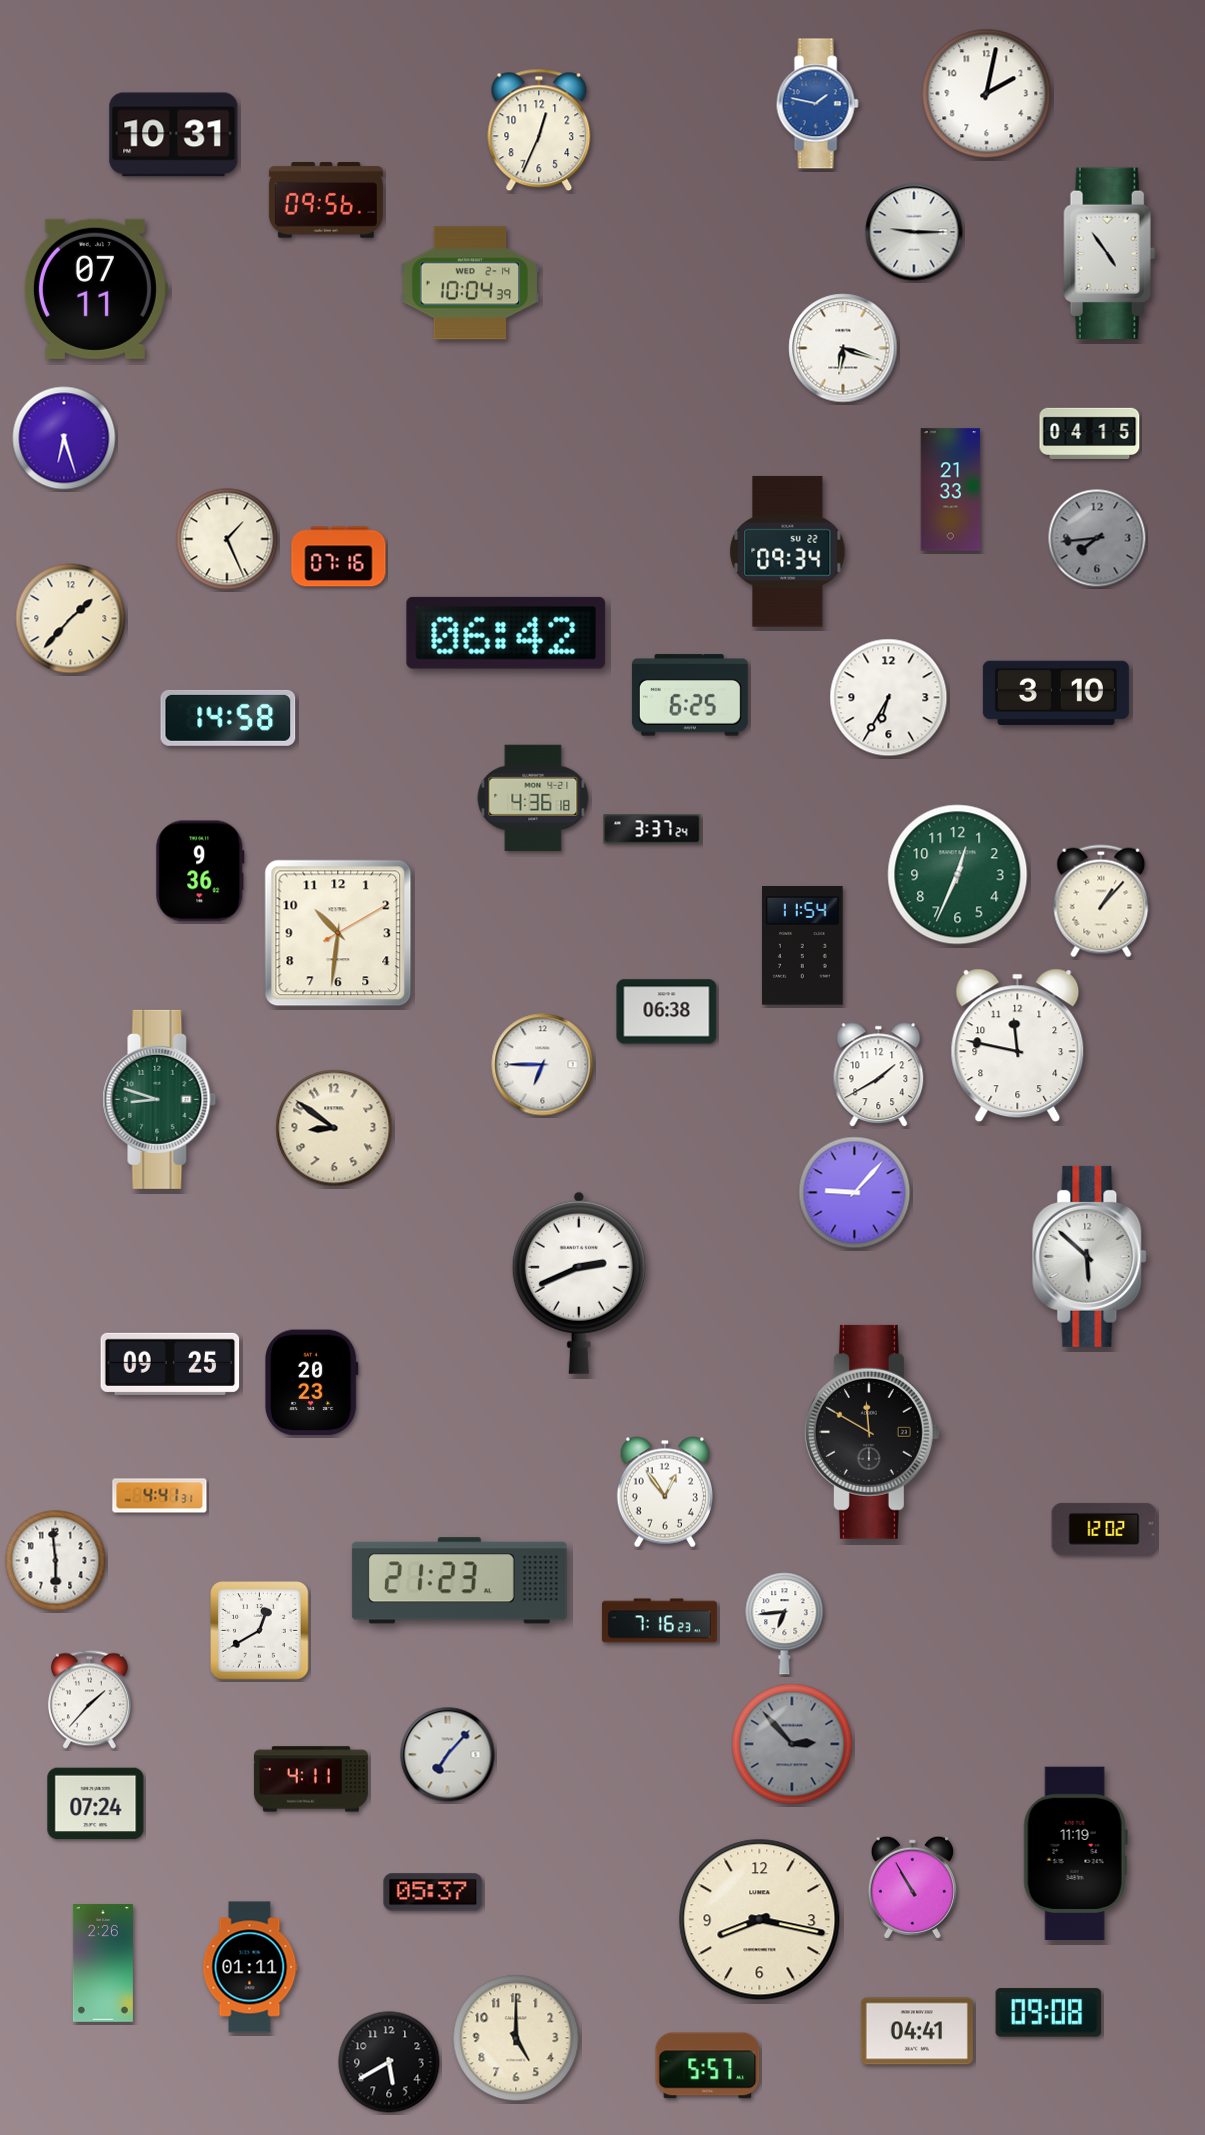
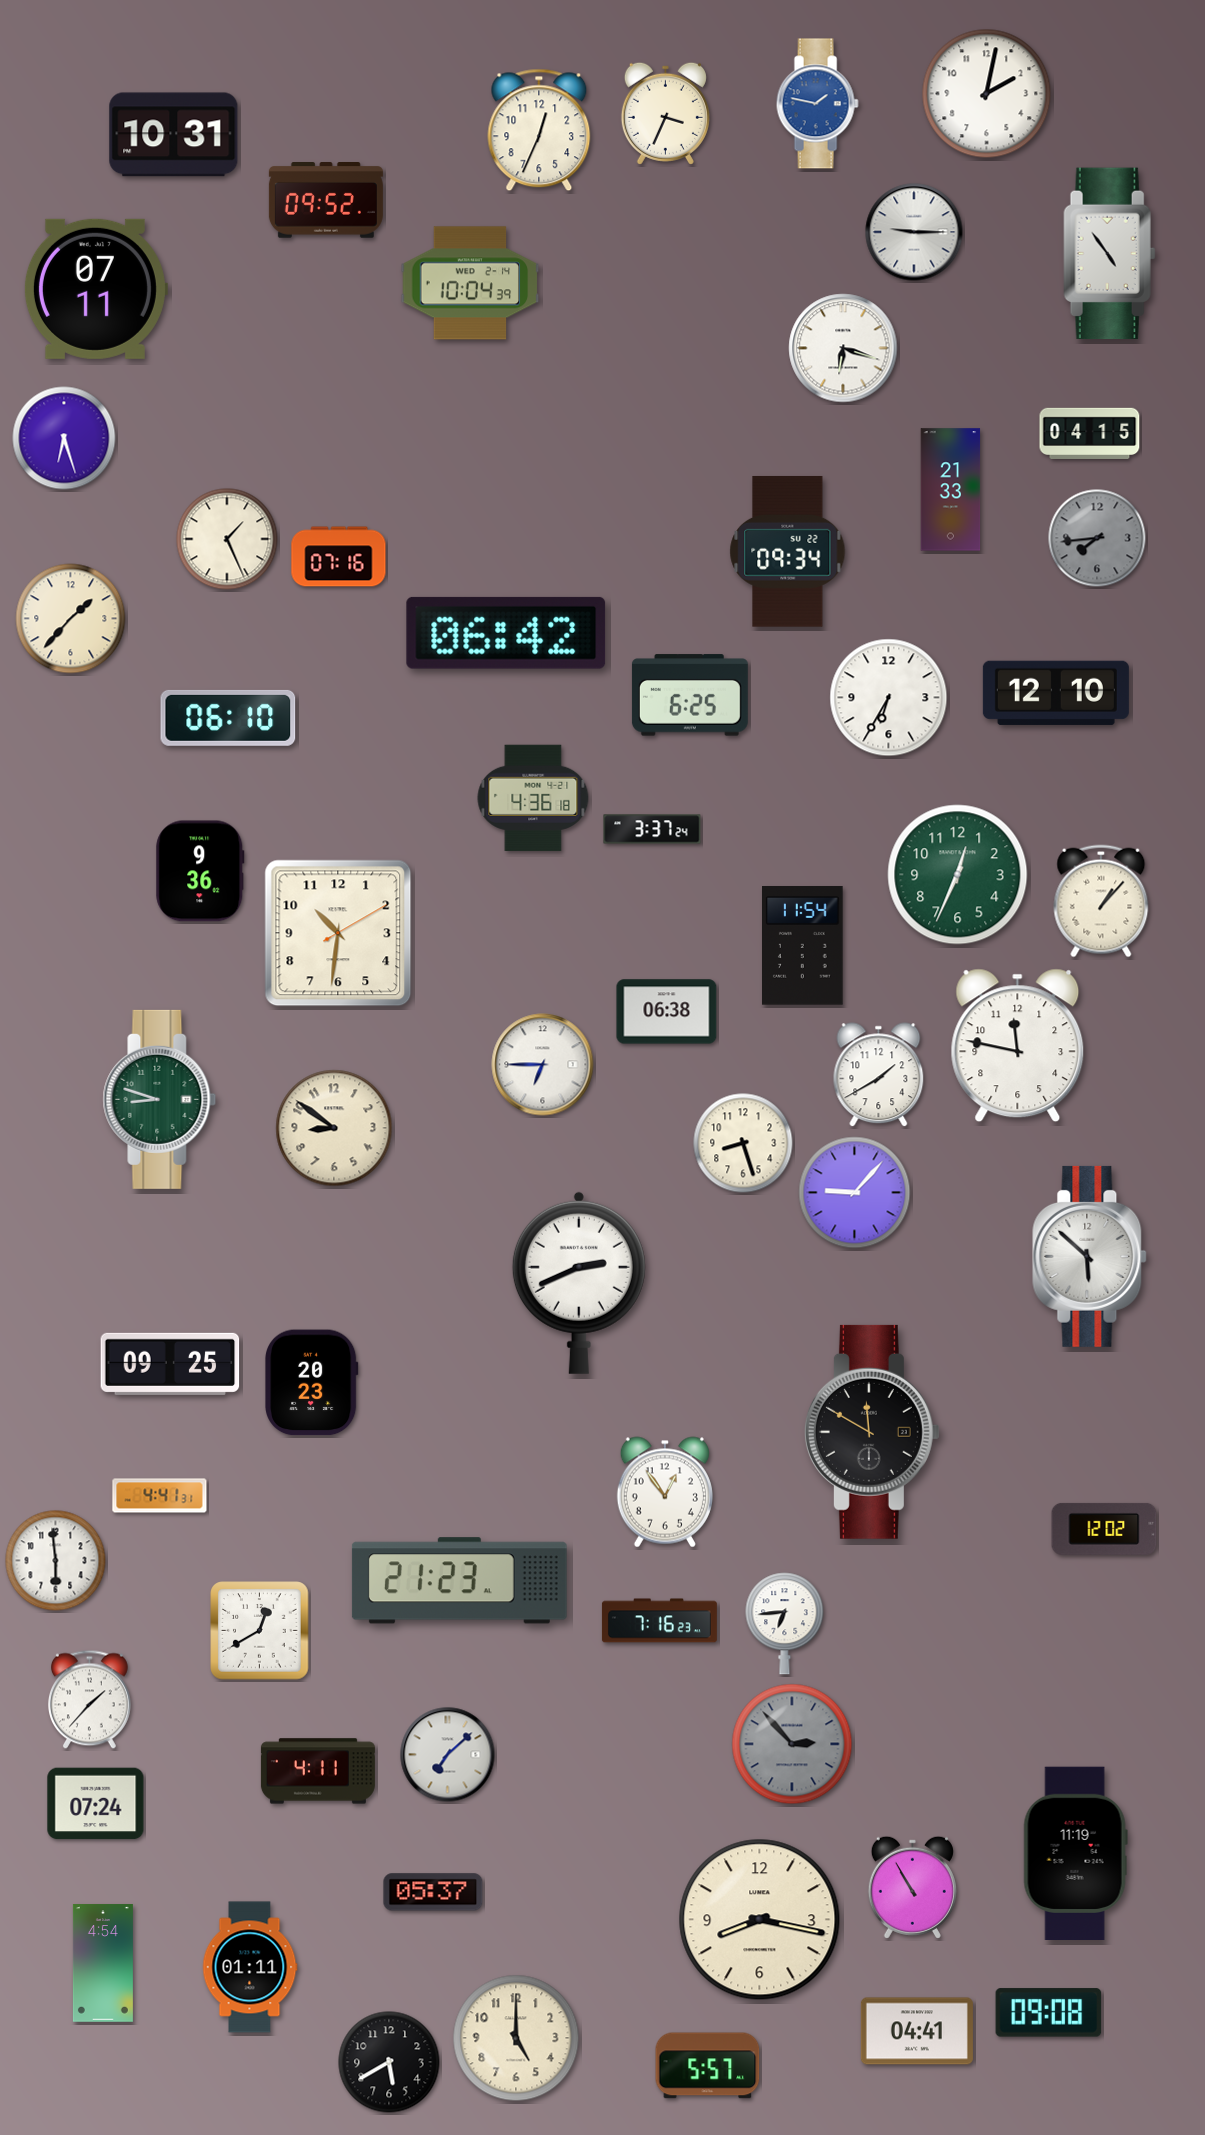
clock at (665, 113): none -> 3:34
clock at (326, 201): 09:56 -> 09:52
clock at (1056, 693): 3:10 -> 12:10
clock at (228, 718): 14:58 -> 06:10
clock at (743, 1143): none -> 8:27
clock at (448, 1755): 7:07 -> 7:08
clock at (311, 1779) position: (311, 1779) -> (318, 1771)
clock at (103, 1963): 2:26 -> 4:54
